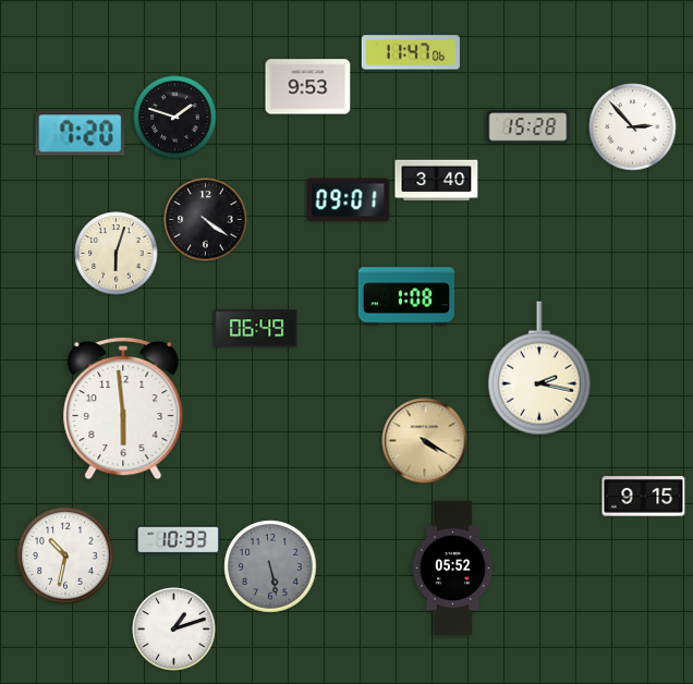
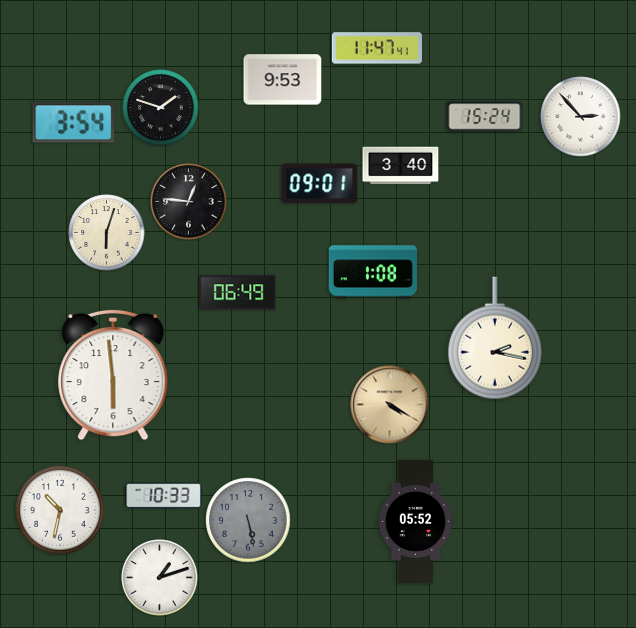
clock at (411, 52): 11:47:06 -> 11:47:41
clock at (528, 127): 15:28 -> 15:24
clock at (81, 134): 7:20 -> 3:54
clock at (206, 220): 4:21 -> 12:46
clock at (256, 329) position: (256, 329) -> (238, 293)
clock at (644, 497): 9:15 -> none
